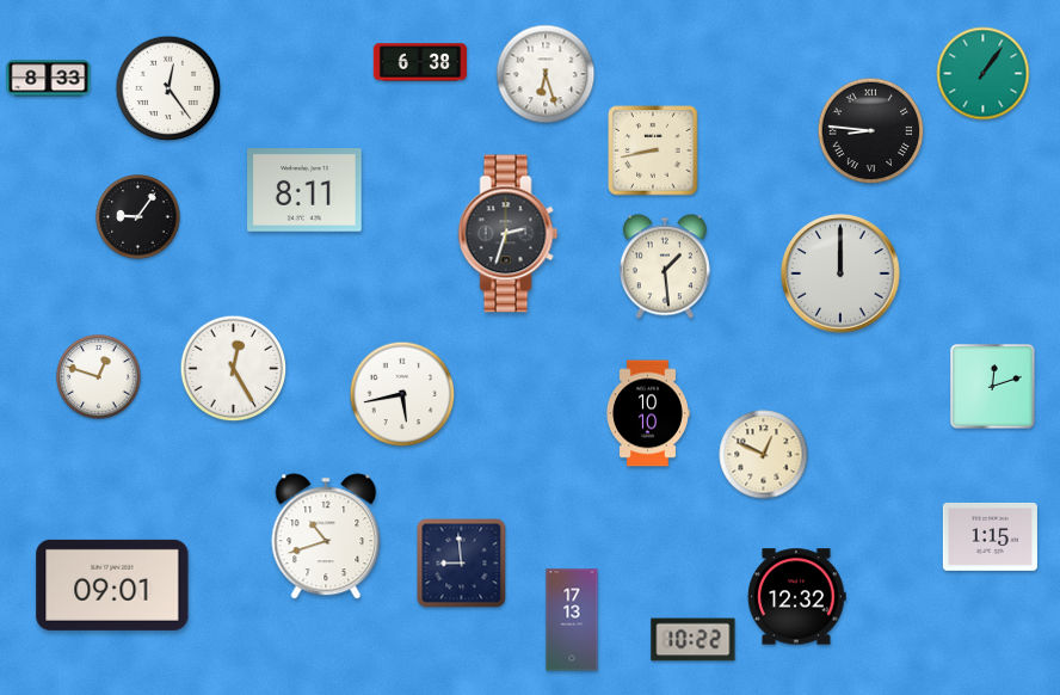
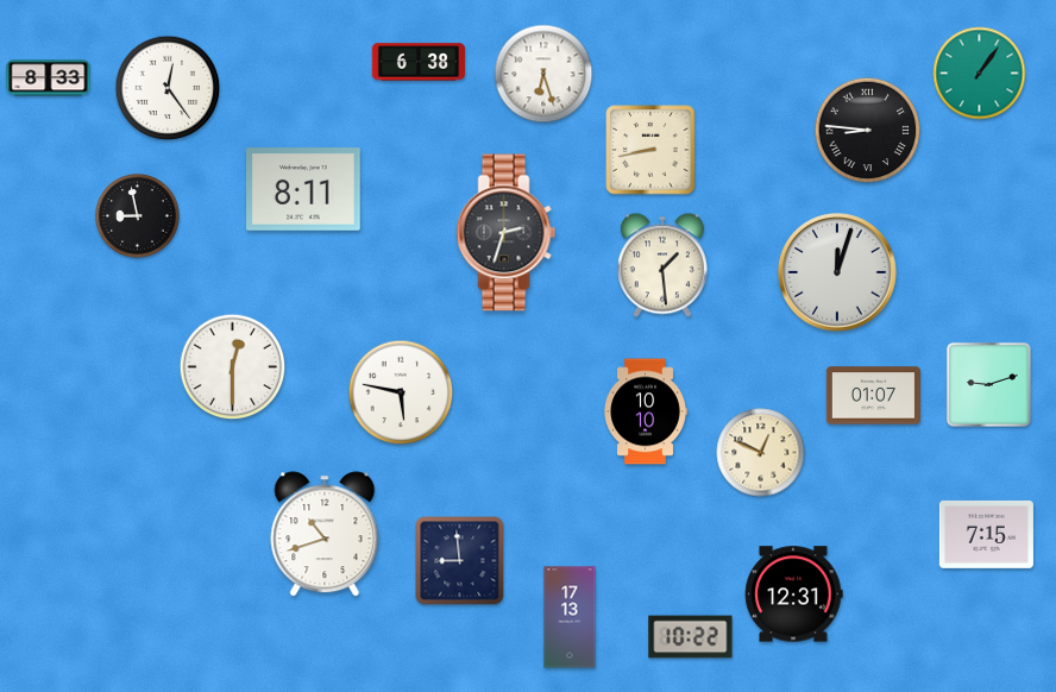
clock at (138, 217): 9:06 -> 8:58
clock at (840, 273): 12:00 -> 12:03
clock at (234, 369): 12:25 -> 12:30
clock at (99, 377): 12:48 -> none
clock at (993, 387): 12:12 -> 9:12
clock at (402, 394): 5:43 -> 5:47
clock at (873, 396): none -> 01:07
clock at (990, 536): 1:15 -> 7:15
clock at (112, 585): 09:01 -> none
clock at (796, 597): 12:32 -> 12:31
